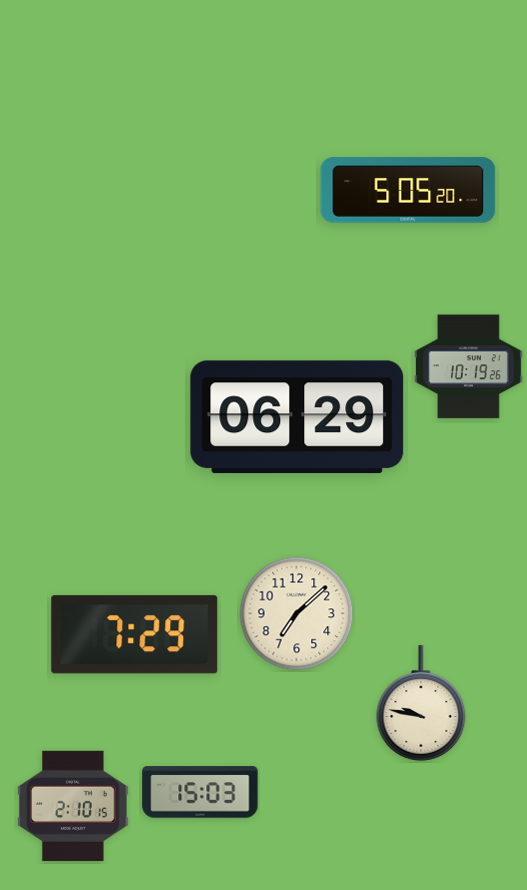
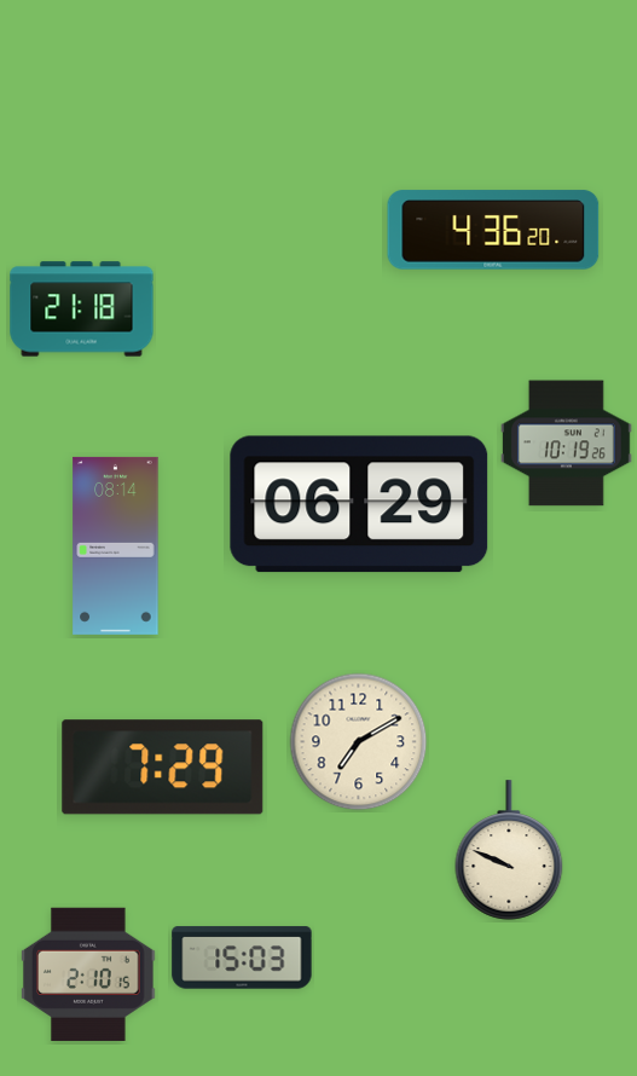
clock at (408, 190): 5:05 -> 4:36
clock at (82, 310): none -> 21:18
clock at (116, 545): none -> 08:14
clock at (297, 614): 7:08 -> 7:10
clock at (421, 703): 9:47 -> 9:49
